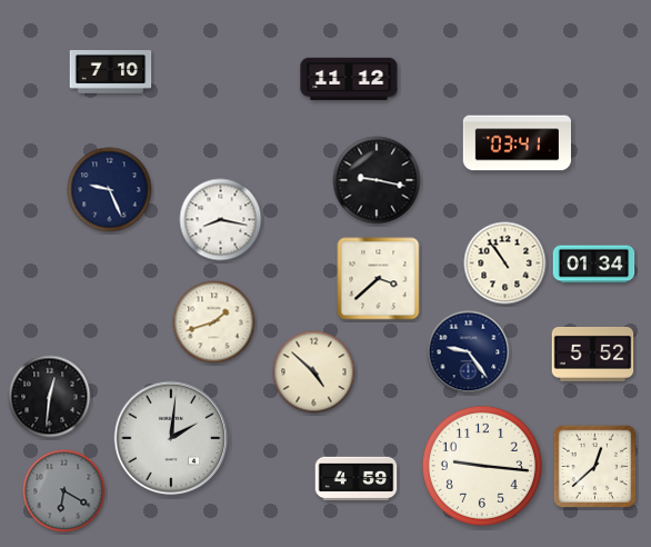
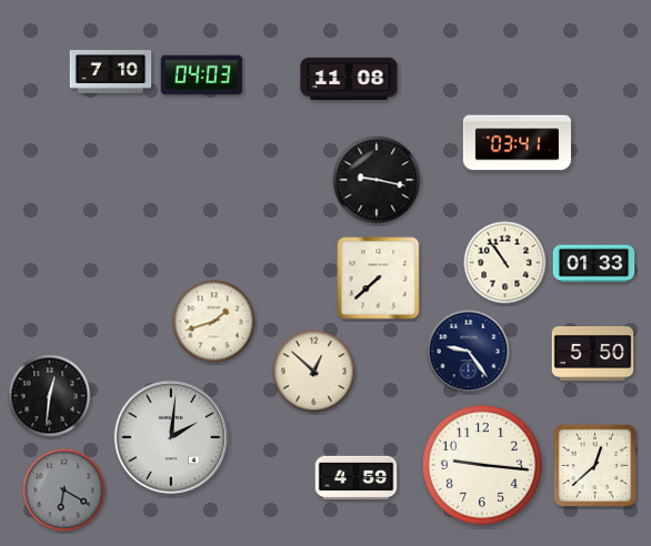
clock at (202, 75): none -> 04:03
clock at (349, 79): 11:12 -> 11:08
clock at (110, 190): 9:26 -> none
clock at (221, 220): 8:17 -> none
clock at (594, 265): 01:34 -> 01:33
clock at (379, 279): 3:38 -> 7:38
clock at (593, 354): 5:52 -> 5:50
clock at (314, 372): 4:52 -> 12:52
